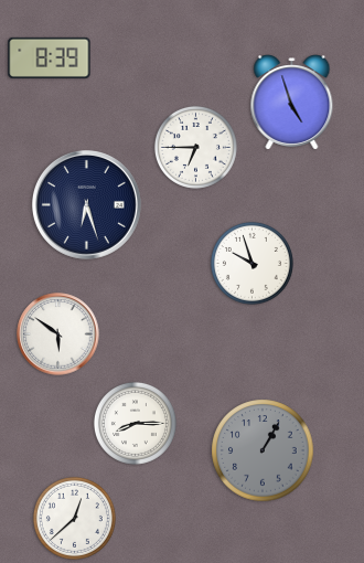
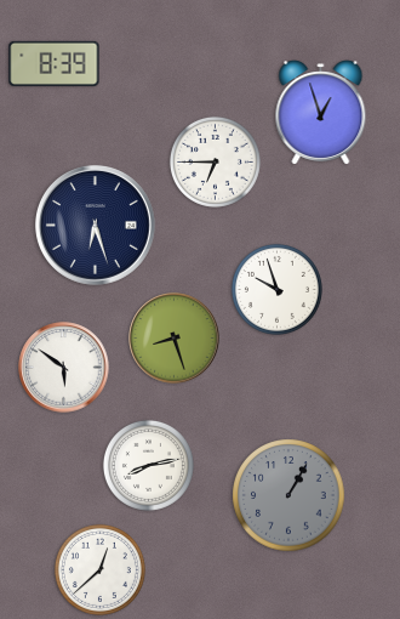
clock at (292, 103): 4:57 -> 12:57
clock at (175, 339): none -> 8:27
clock at (135, 423): 8:15 -> 8:13
clock at (74, 518) position: (74, 518) -> (99, 569)
